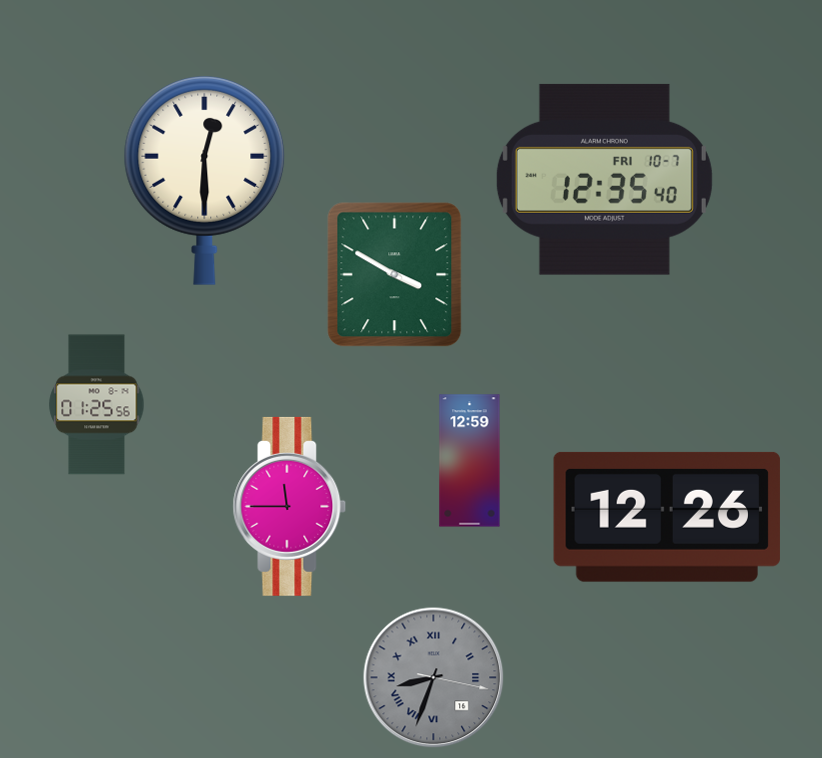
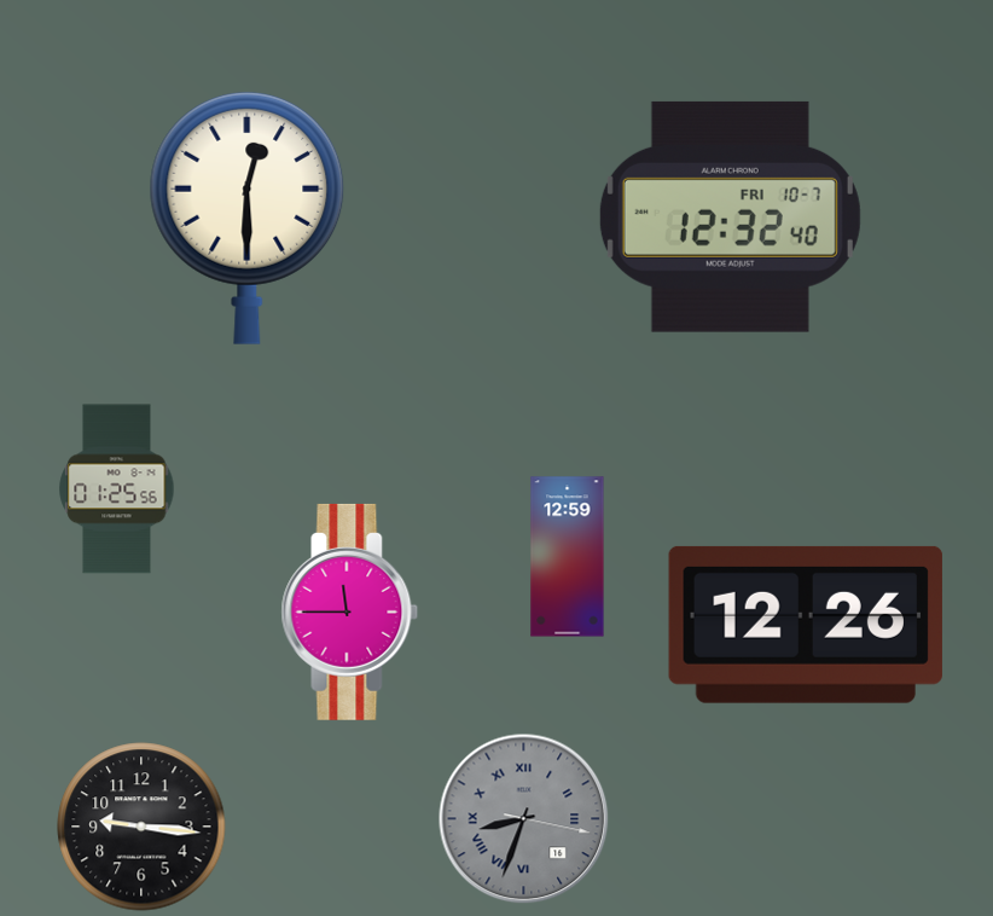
clock at (604, 179): 12:35 -> 12:32
clock at (395, 275): 3:50 -> none
clock at (141, 827): none -> 9:16
